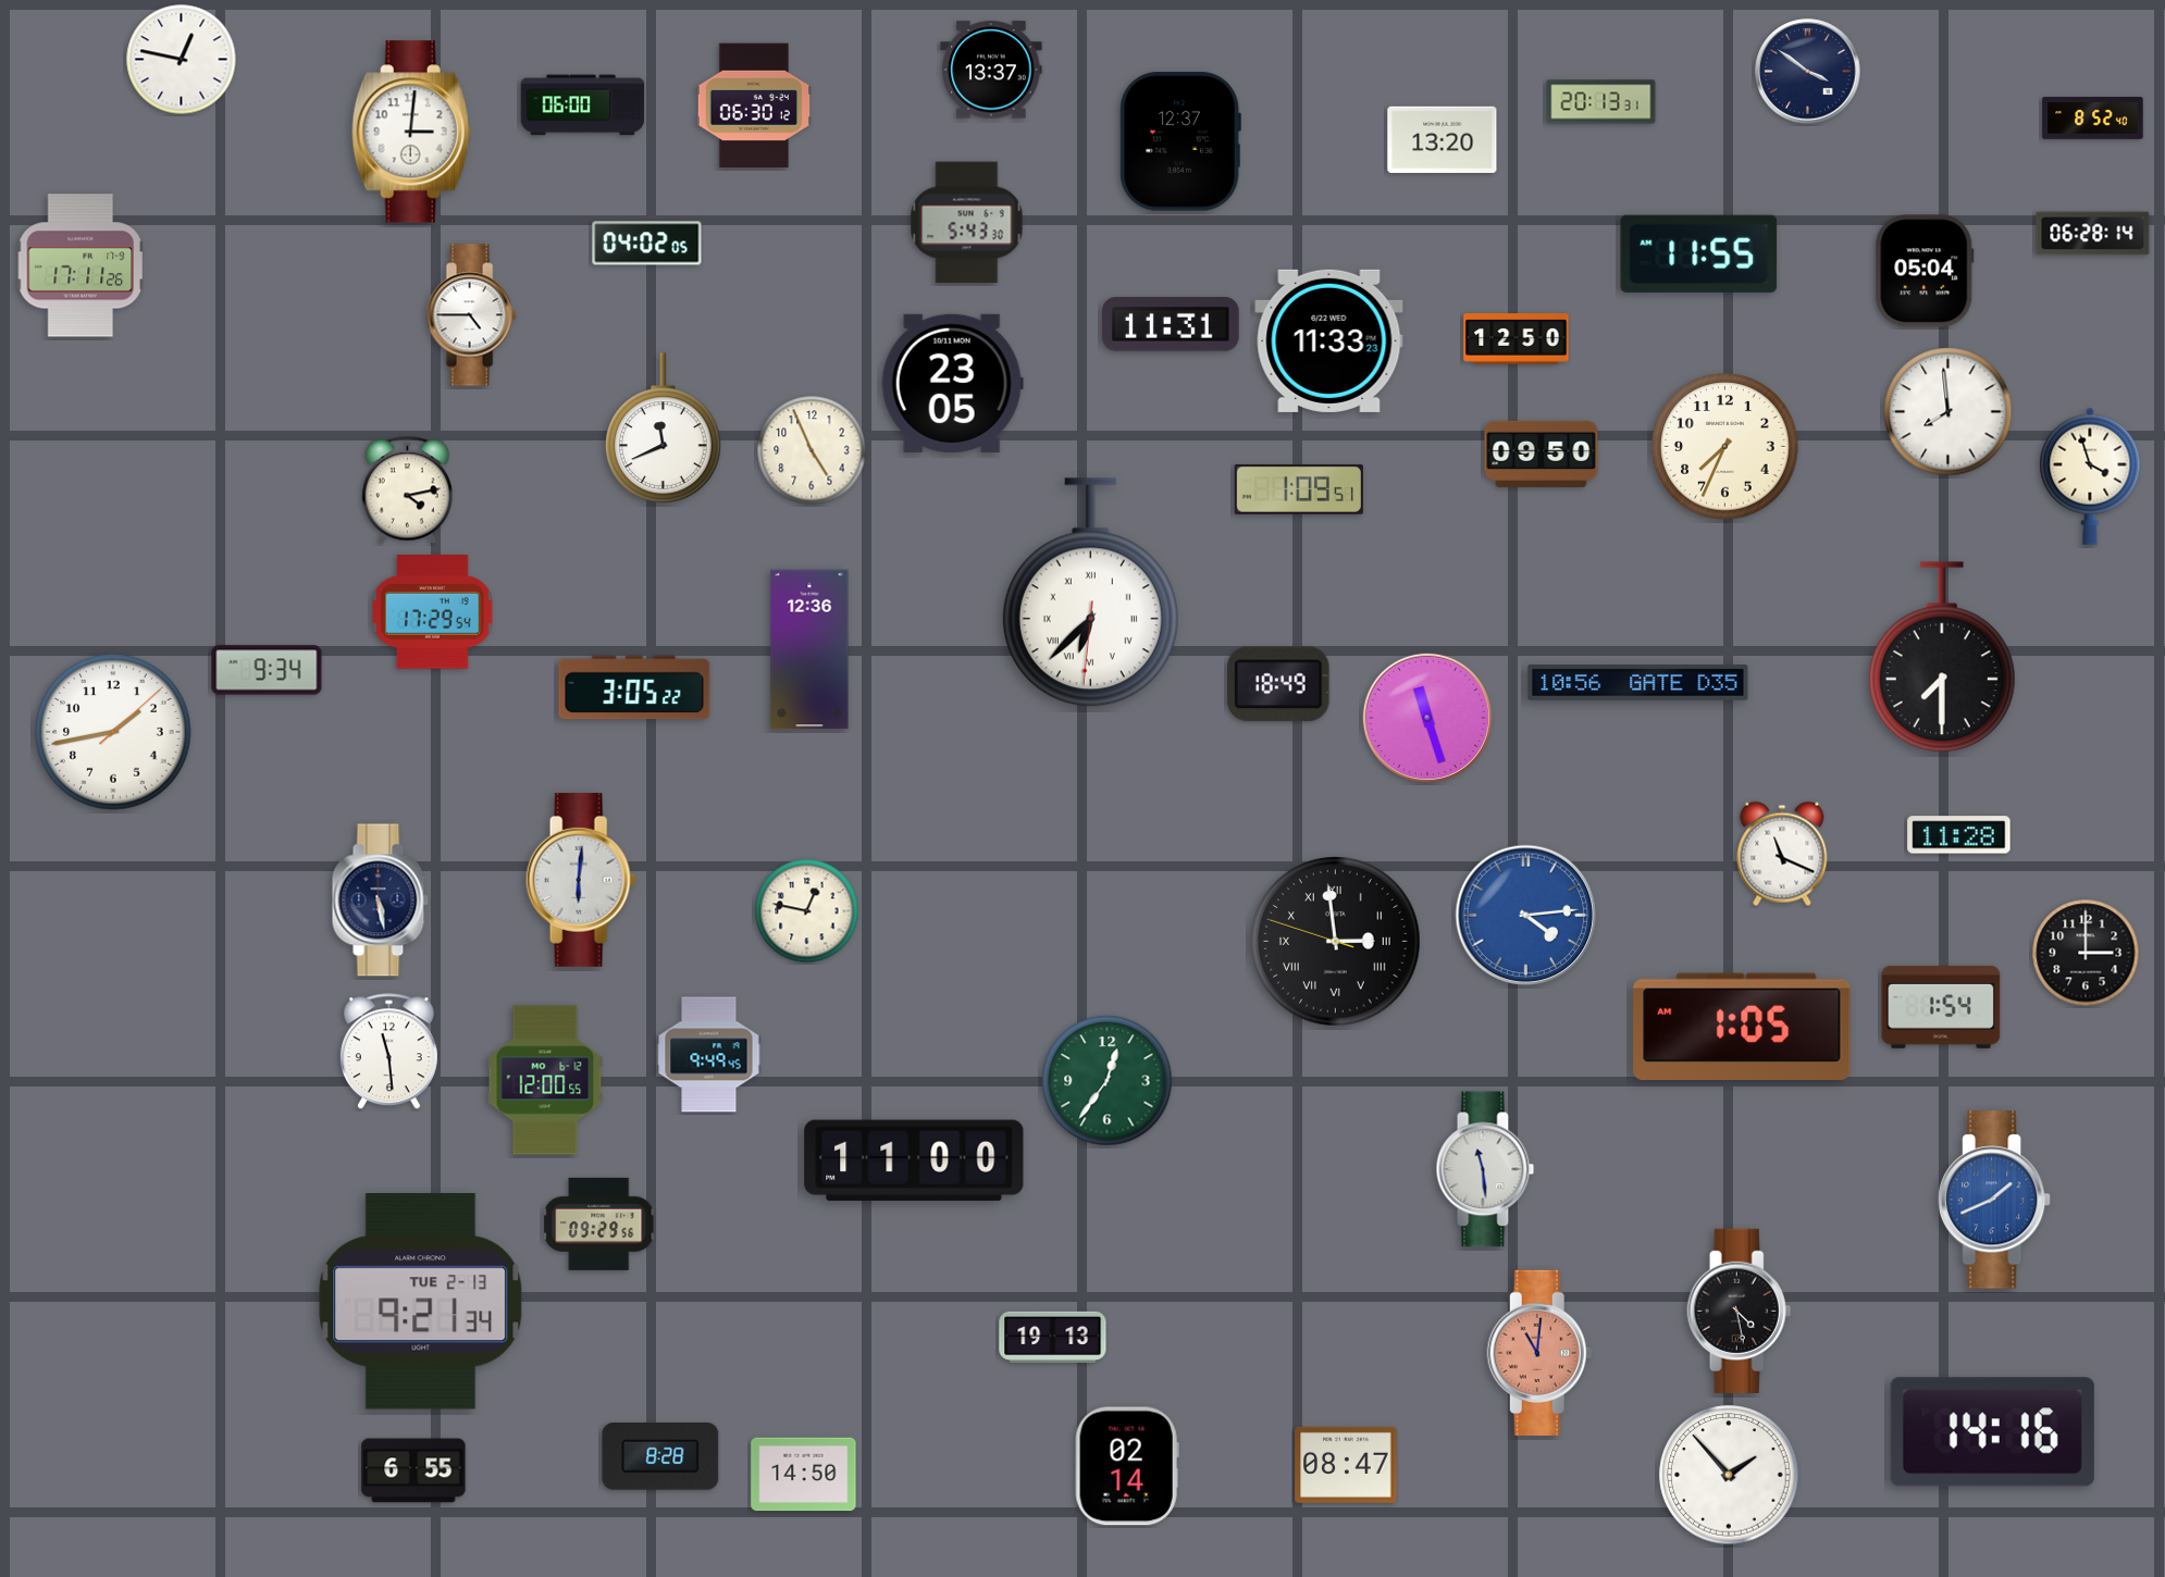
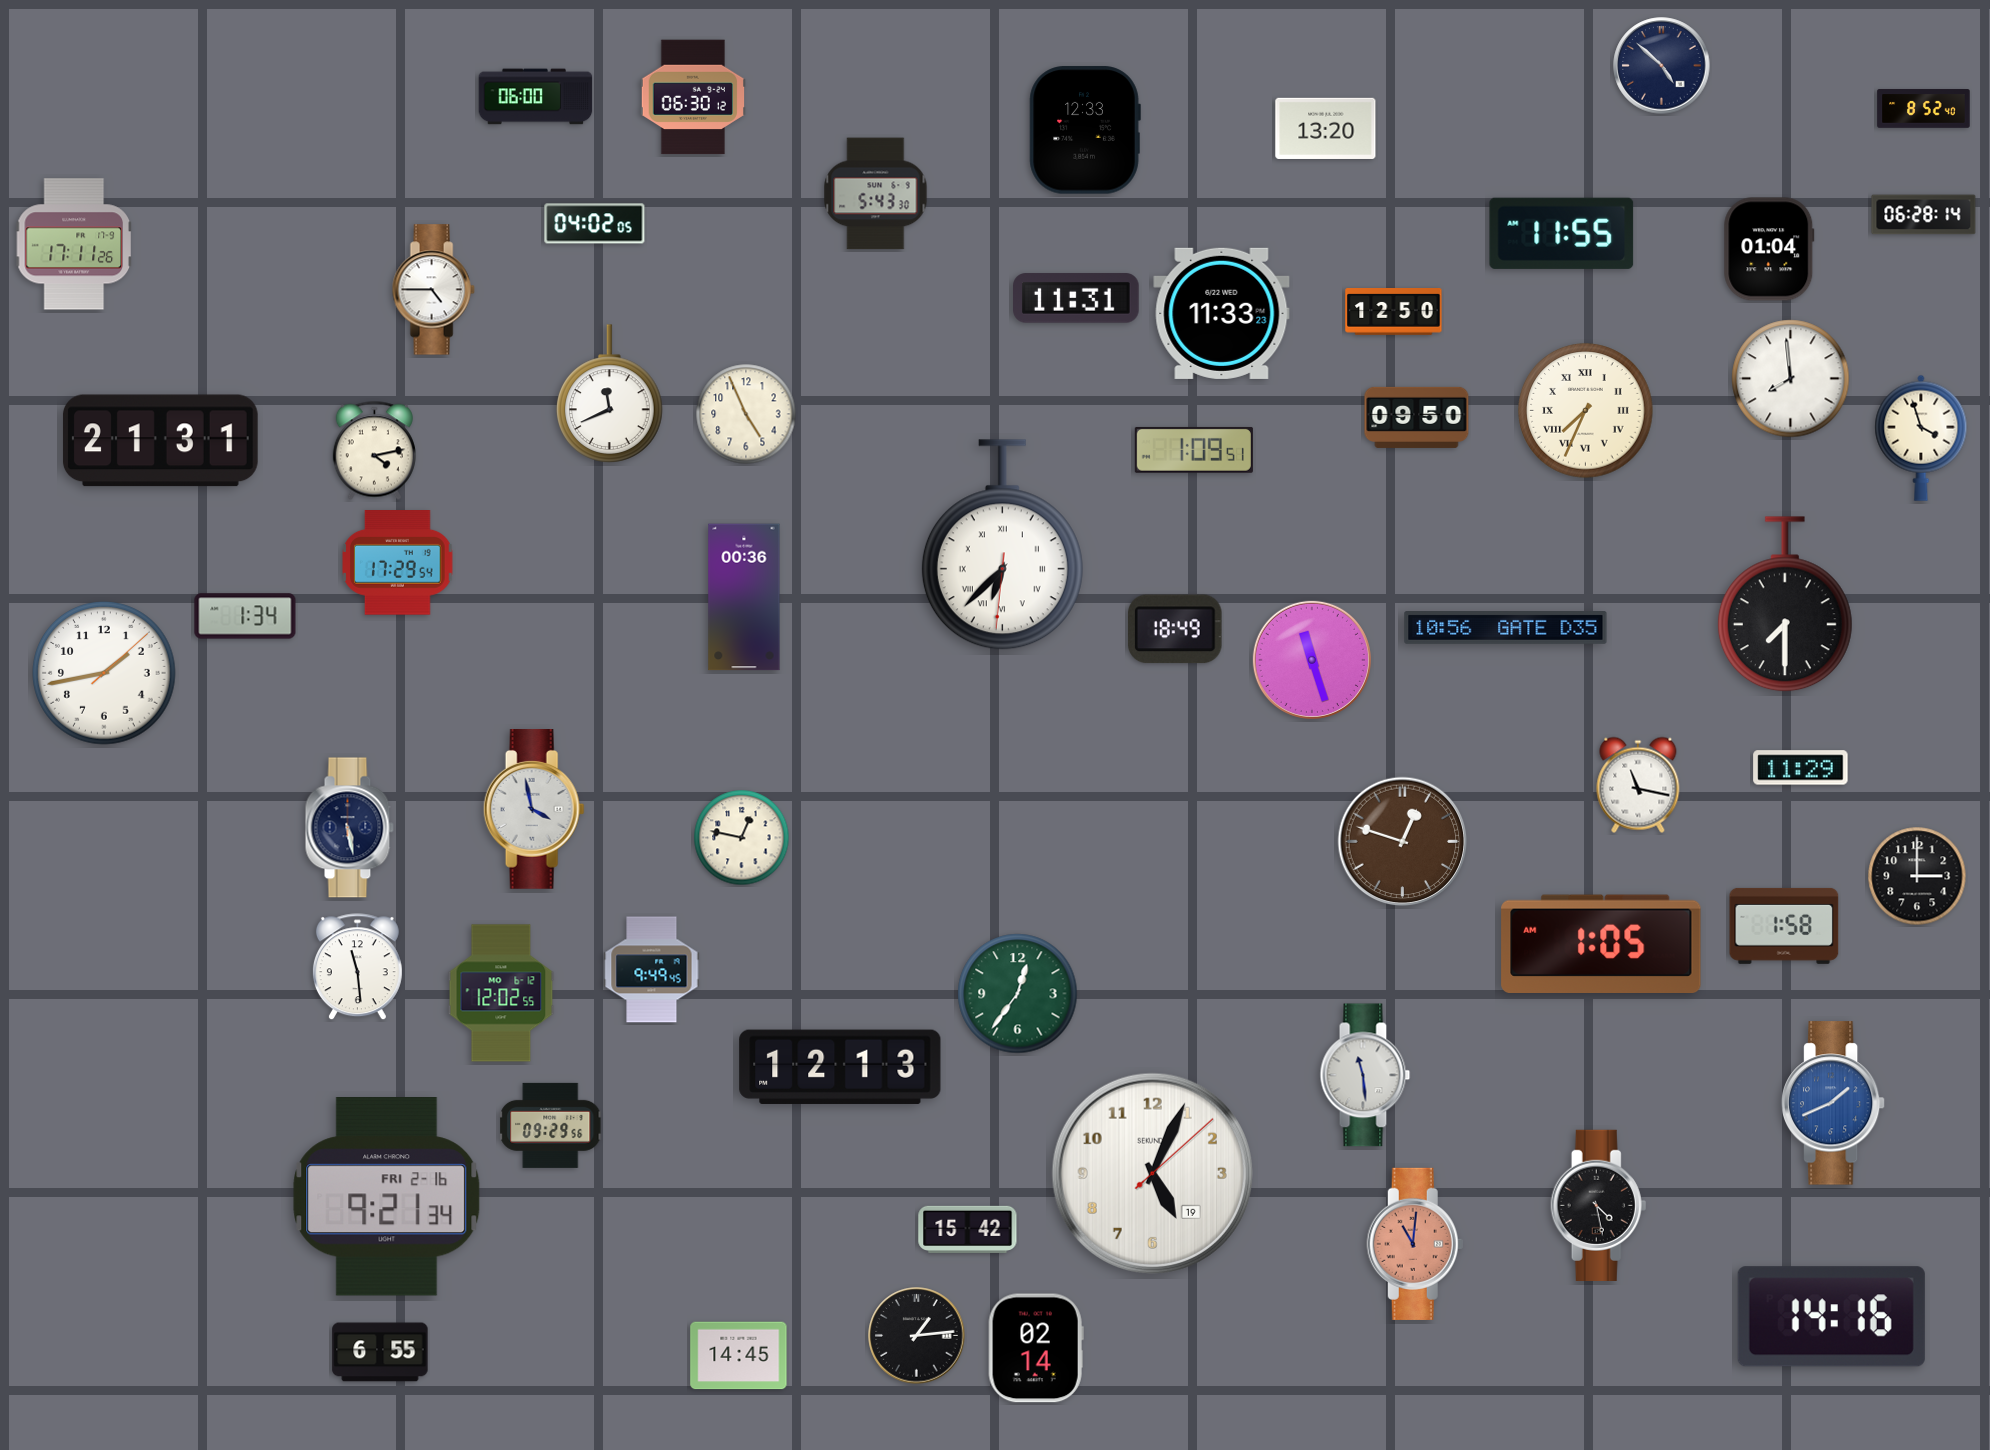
clock at (182, 60): 12:47 -> none
clock at (991, 70): 13:37 -> none
clock at (1808, 72): 3:51 -> 4:52
clock at (1601, 102): 20:13 -> none
clock at (411, 132): 3:01 -> none
clock at (1180, 141): 12:37 -> 12:33
clock at (967, 223) position: (967, 223) -> (876, 194)
clock at (1925, 271): 05:04 -> 01:04
clock at (952, 383): 23:05 -> none
clock at (1725, 447) numerals: Arabic -> Roman
clock at (160, 441): none -> 21:31
clock at (809, 649): 12:36 -> 00:36
clock at (267, 670): 9:34 -> 1:34
clock at (634, 687): 3:05 -> none
clock at (1959, 835): 11:28 -> 11:29
clock at (1782, 854): 11:19 -> 11:17
clock at (581, 881): 6:01 -> 3:58
clock at (1526, 916): 4:14 -> 12:48
clock at (1526, 916) dial: blue -> brown
clock at (1336, 942): 2:58 -> none
clock at (1941, 1007): 1:54 -> 1:58
clock at (545, 1080): 12:00 -> 12:02
clock at (914, 1159): 11:00 -> 12:13
clock at (1152, 1173): none -> 5:04
clock at (421, 1302) date: TUE 2-13 -> FRI 2-16
clock at (1053, 1337): 19:13 -> 15:42
clock at (917, 1336): none -> 1:14
clock at (660, 1457): 8:28 -> none
clock at (1346, 1465): 08:47 -> none
clock at (804, 1475): 14:50 -> 14:45
clock at (1729, 1475): 1:53 -> none
